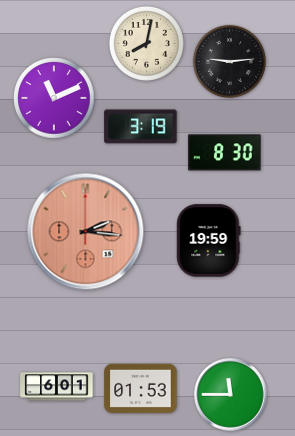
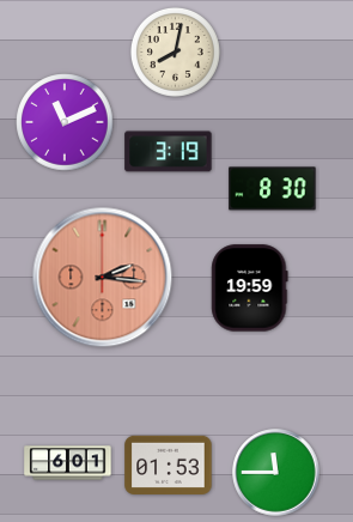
clock at (229, 61): 9:14 -> none
clock at (54, 98) position: (54, 98) -> (65, 122)
clock at (225, 153) position: (225, 153) -> (273, 189)
